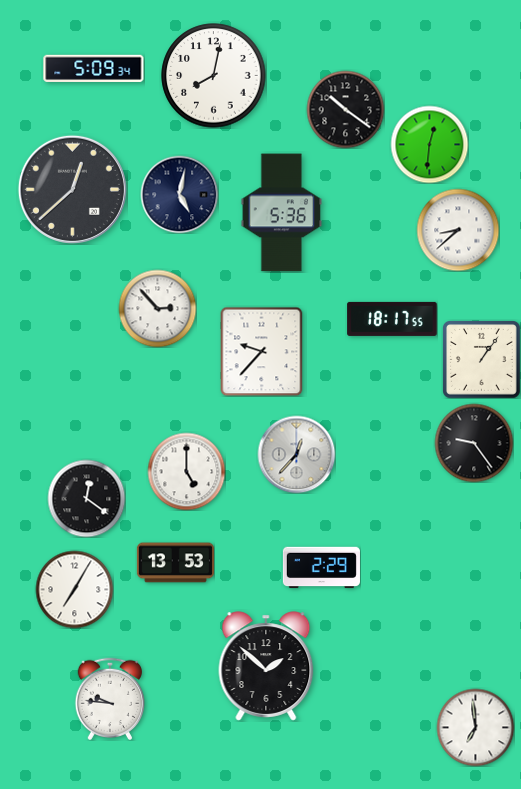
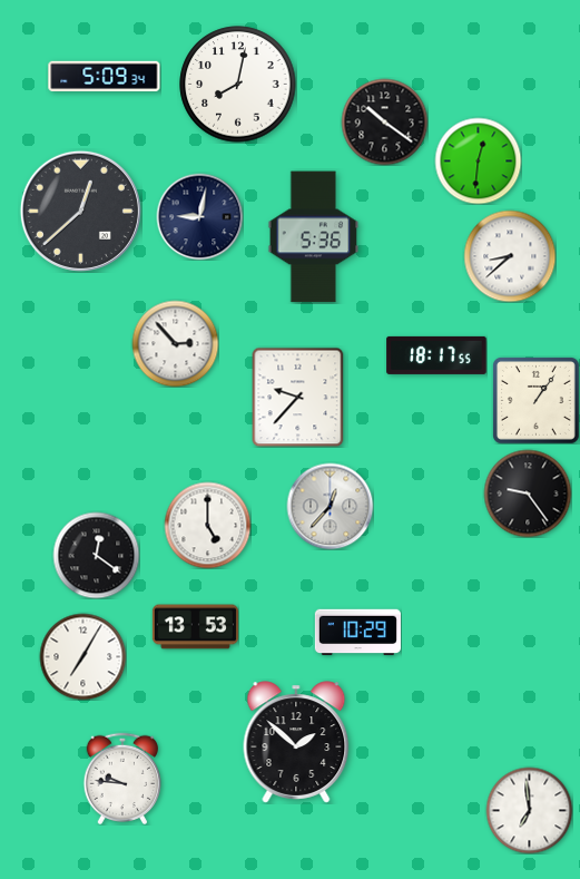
clock at (179, 194): 5:02 -> 9:02
clock at (262, 351) position: (262, 351) -> (298, 397)
clock at (321, 568): 2:29 -> 10:29
